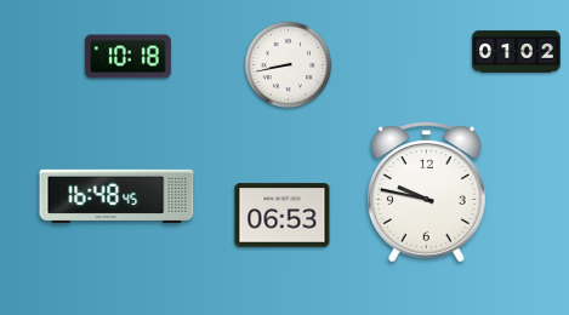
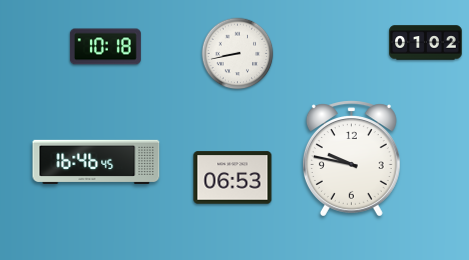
clock at (116, 196): 16:48 -> 16:46
